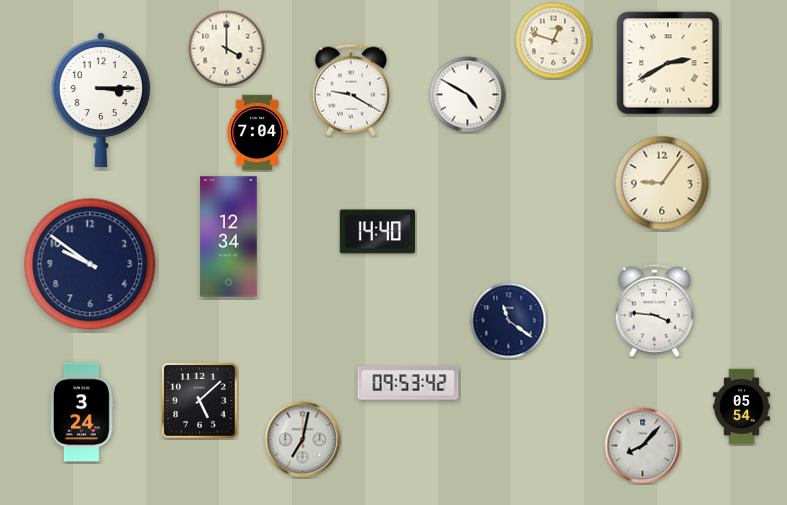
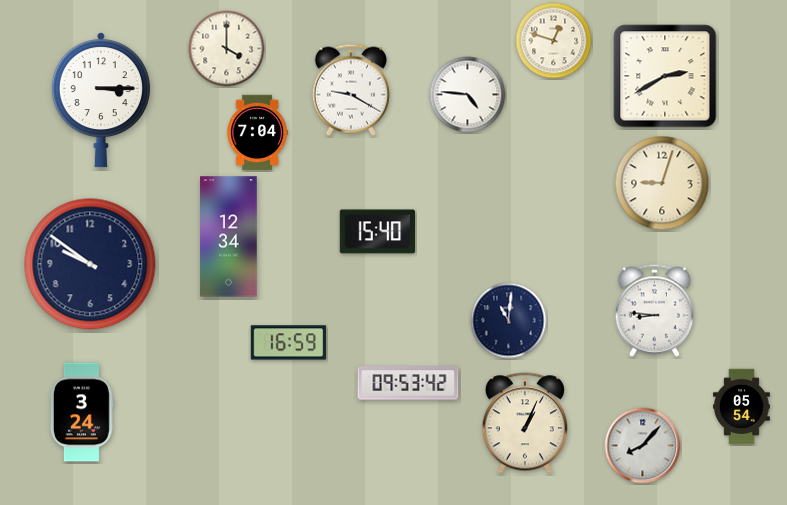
clock at (668, 63) position: (668, 63) -> (665, 76)
clock at (468, 95): 4:50 -> 4:46
clock at (662, 183): 9:06 -> 9:03
clock at (378, 232): 14:40 -> 15:40
clock at (655, 310): 3:46 -> 8:46
clock at (509, 321): 11:21 -> 11:01
clock at (289, 343): none -> 16:59
clock at (199, 400): 5:08 -> none
clock at (525, 423): none -> 1:04
clock at (303, 440): 7:02 -> none
